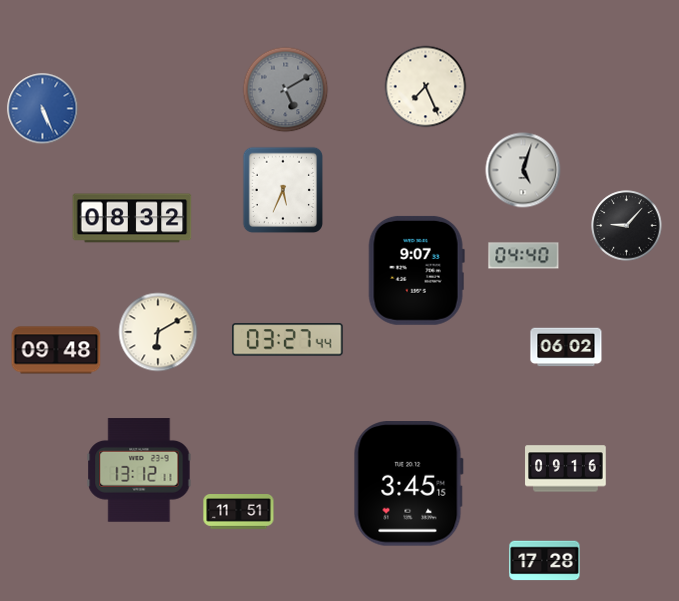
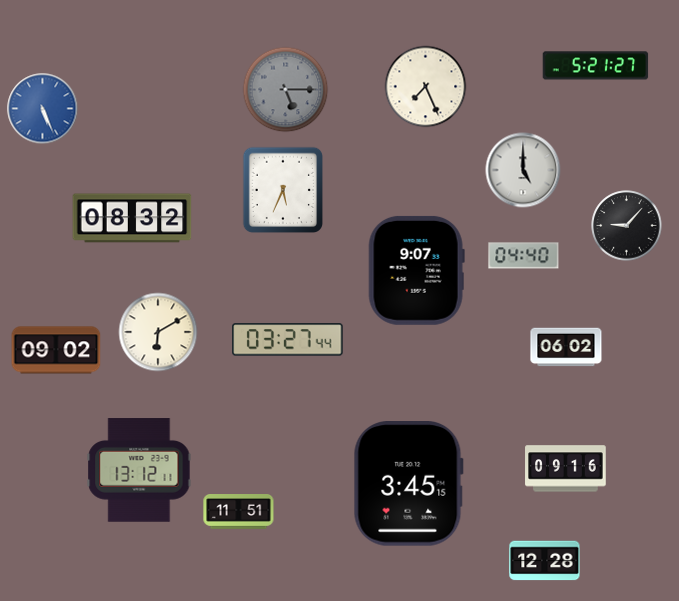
clock at (596, 66): none -> 5:21
clock at (286, 90): 5:10 -> 5:15
clock at (523, 170): 5:03 -> 5:00
clock at (56, 350): 09:48 -> 09:02
clock at (545, 561): 17:28 -> 12:28
